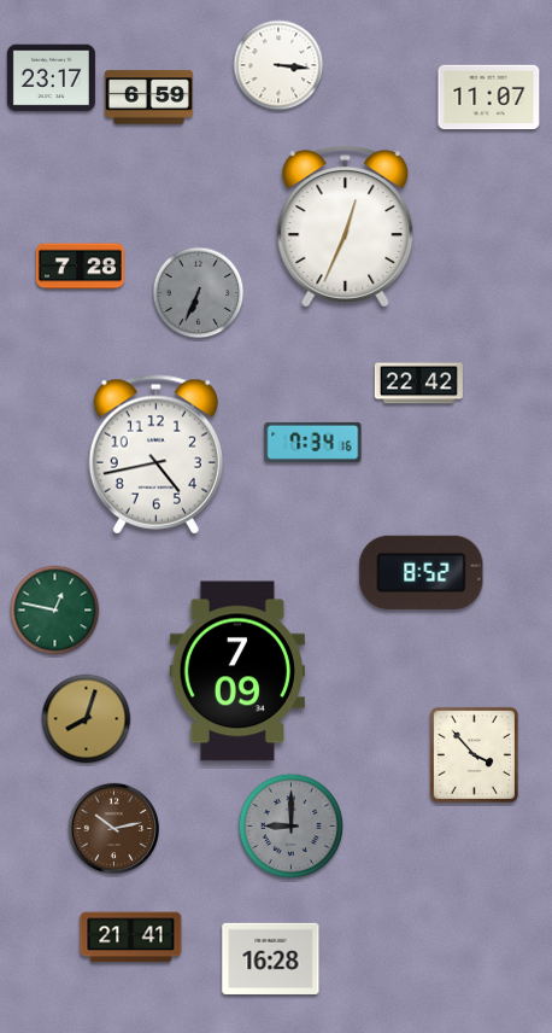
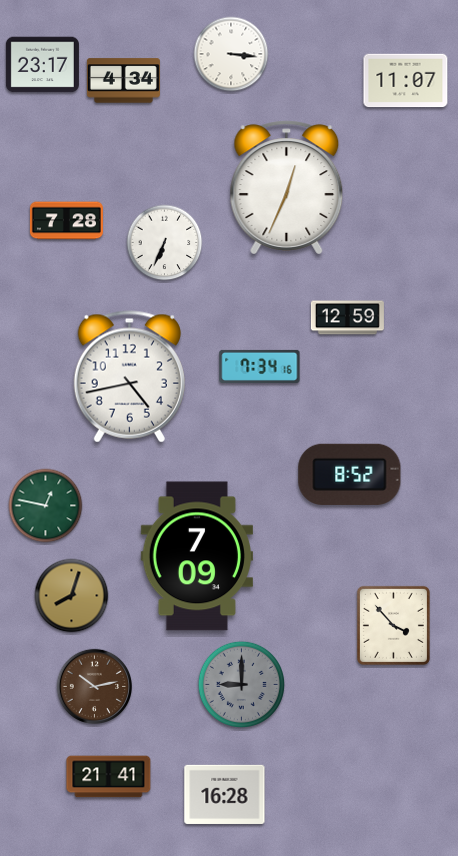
clock at (148, 98): 6:59 -> 4:34
clock at (199, 293) dial: grey -> white
clock at (418, 384): 22:42 -> 12:59
